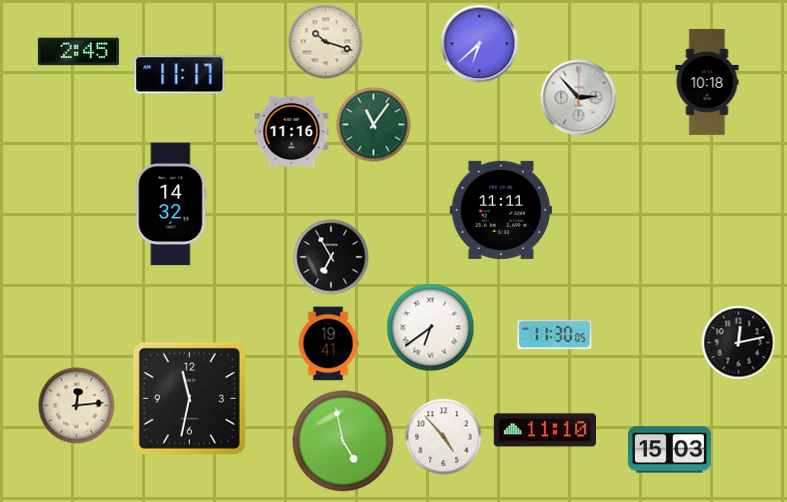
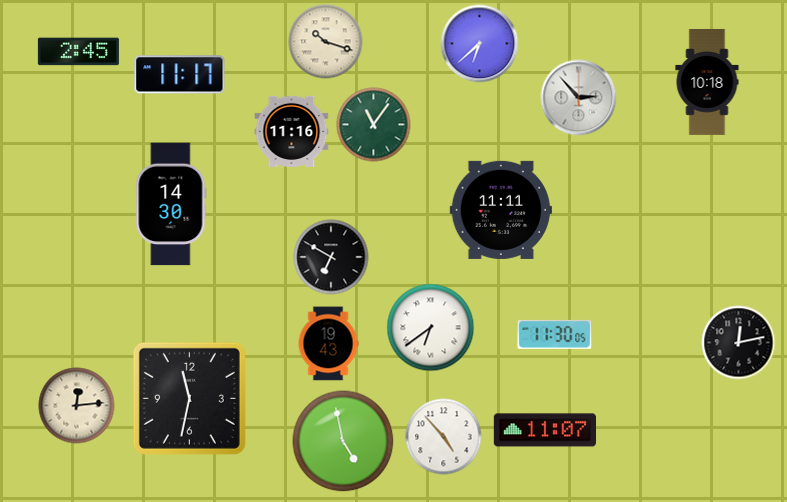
clock at (171, 204): 14:32 -> 14:30
clock at (331, 257): 6:55 -> 6:50
clock at (328, 344): 19:41 -> 19:43
clock at (544, 430): 11:10 -> 11:07
clock at (669, 450): 15:03 -> none
